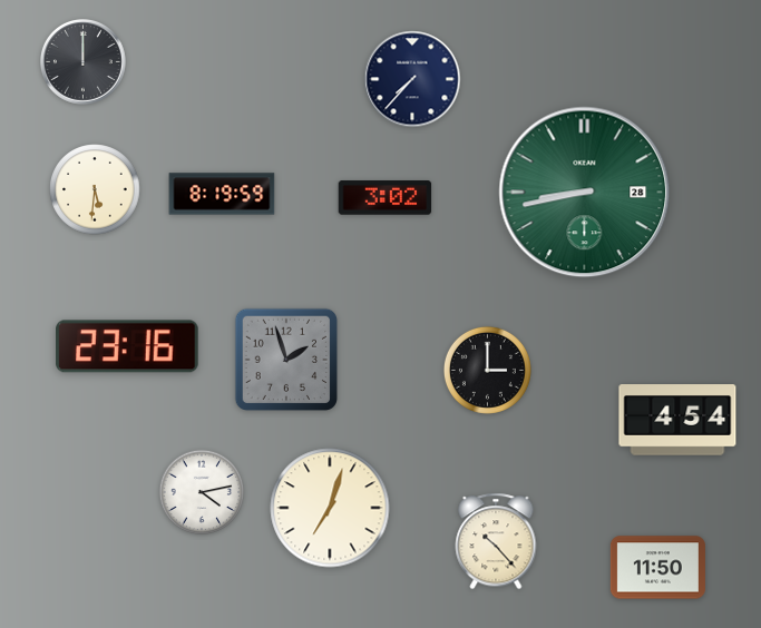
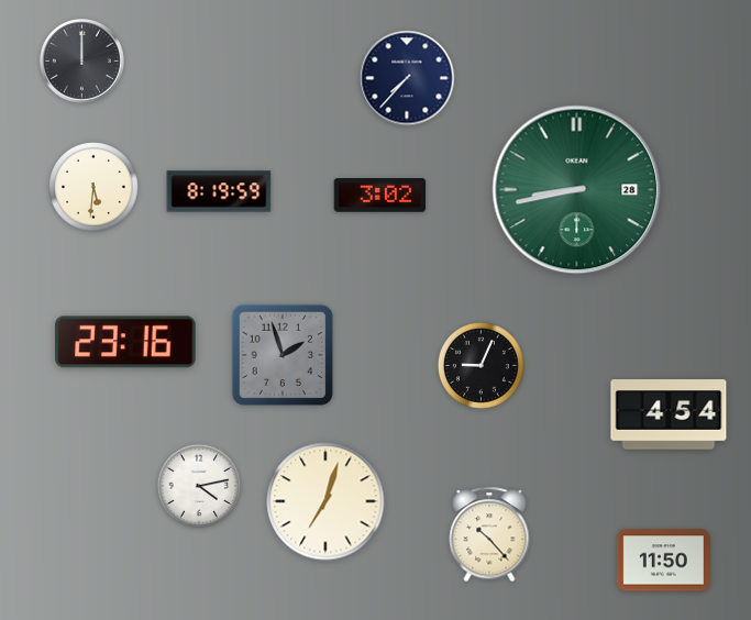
clock at (487, 370): 3:00 -> 9:04
clock at (657, 568) position: (657, 568) -> (663, 561)
